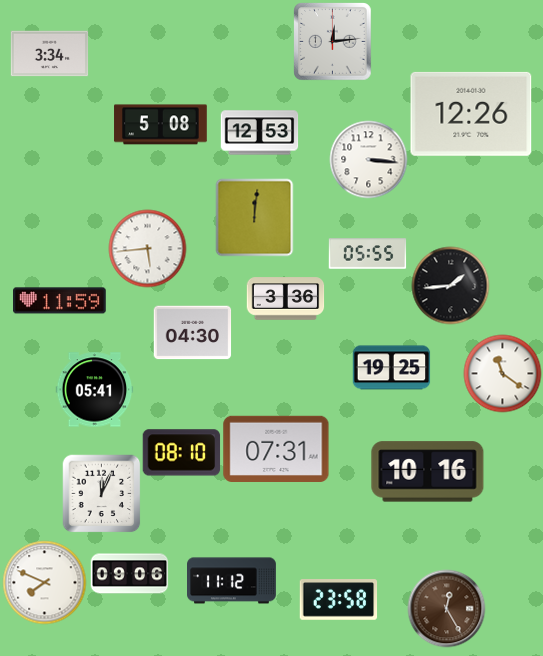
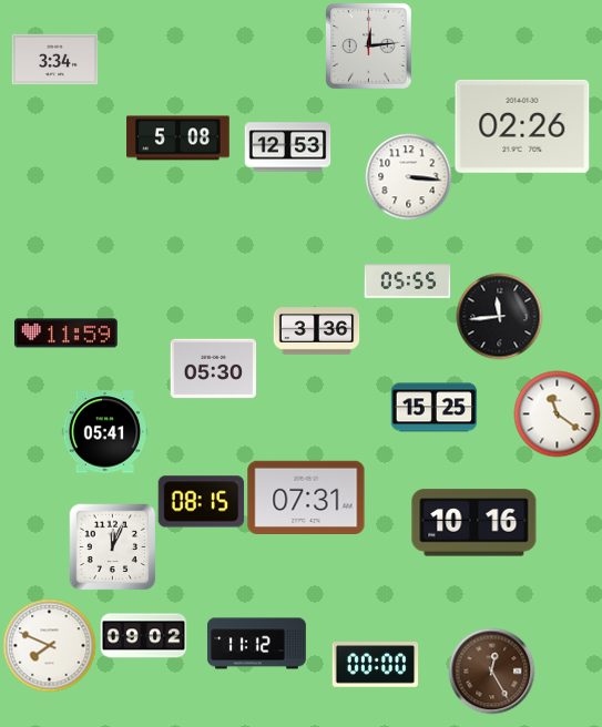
clock at (471, 114): 12:26 -> 02:26
clock at (254, 217): 12:01 -> none
clock at (147, 248): 5:44 -> none
clock at (450, 285): 1:44 -> 11:44
clock at (192, 333): 04:30 -> 05:30
clock at (391, 368): 19:25 -> 15:25
clock at (181, 453): 08:10 -> 08:15
clock at (129, 574): 09:06 -> 09:02
clock at (338, 600): 23:58 -> 00:00
clock at (446, 608) position: (446, 608) -> (491, 670)
